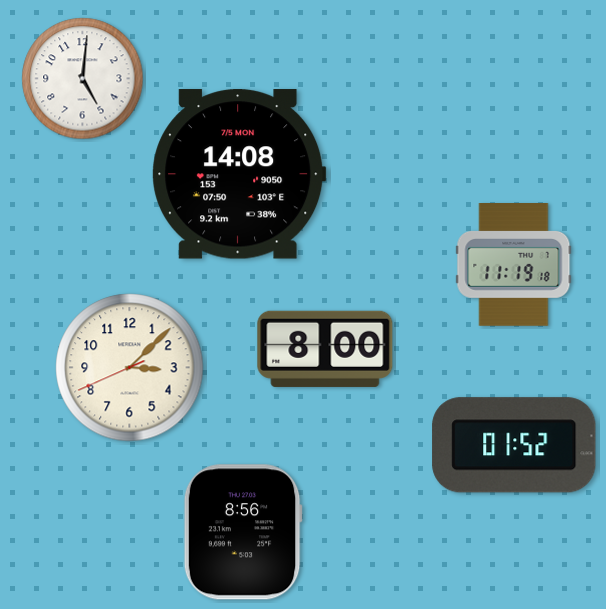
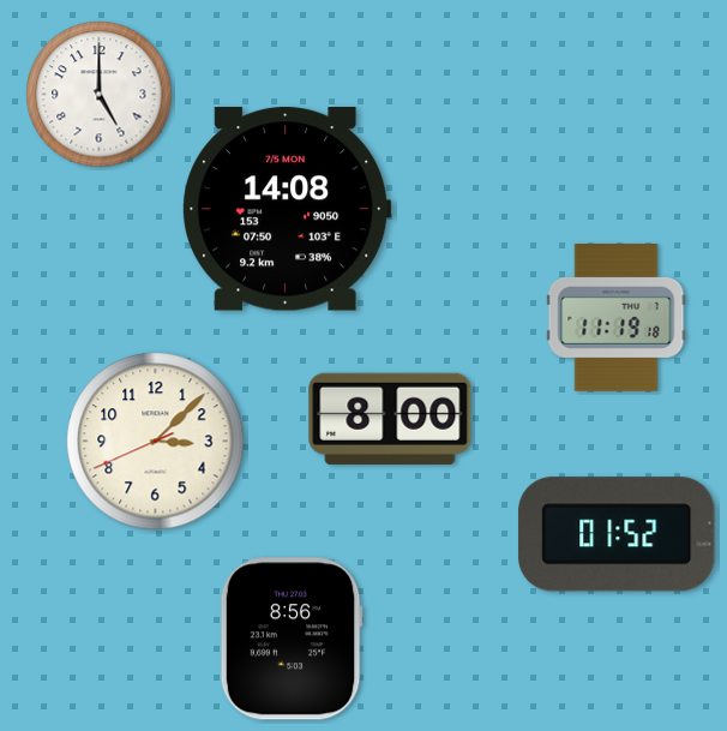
clock at (83, 79): 5:01 -> 5:00
